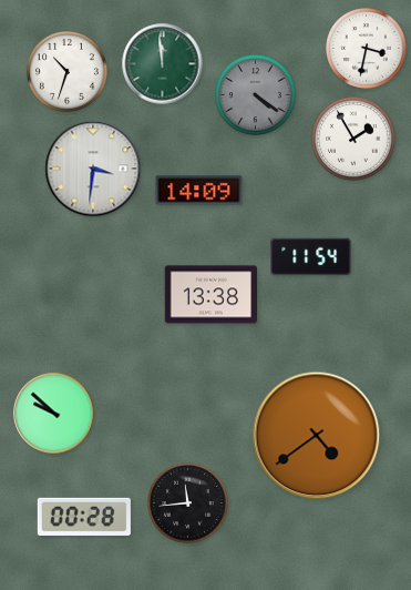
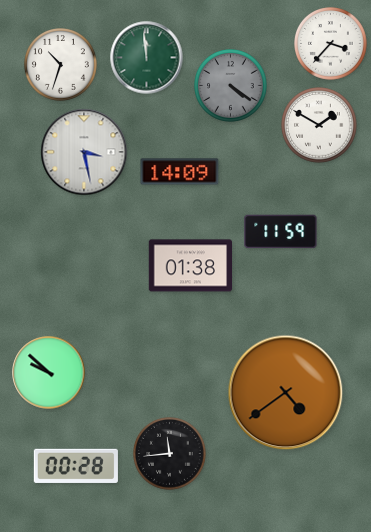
clock at (367, 49): 3:32 -> 3:37
clock at (353, 139): 1:55 -> 1:50
clock at (93, 169): 3:31 -> 3:28
clock at (311, 257): 11:54 -> 11:59
clock at (210, 295): 13:38 -> 01:38
